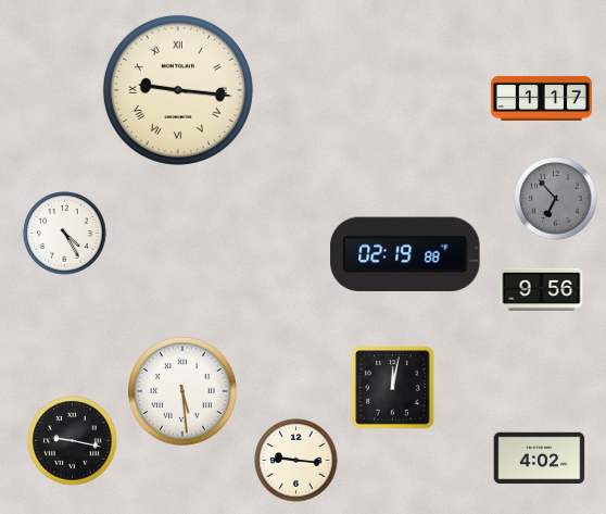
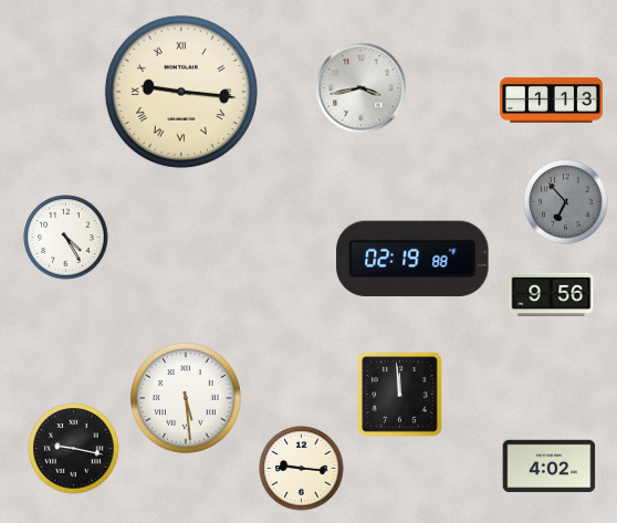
clock at (362, 88): none -> 3:43
clock at (541, 98): 1:17 -> 1:13
clock at (393, 388): 12:02 -> 11:59
